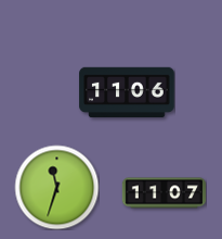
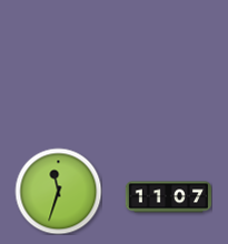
clock at (127, 92): 11:06 -> none
